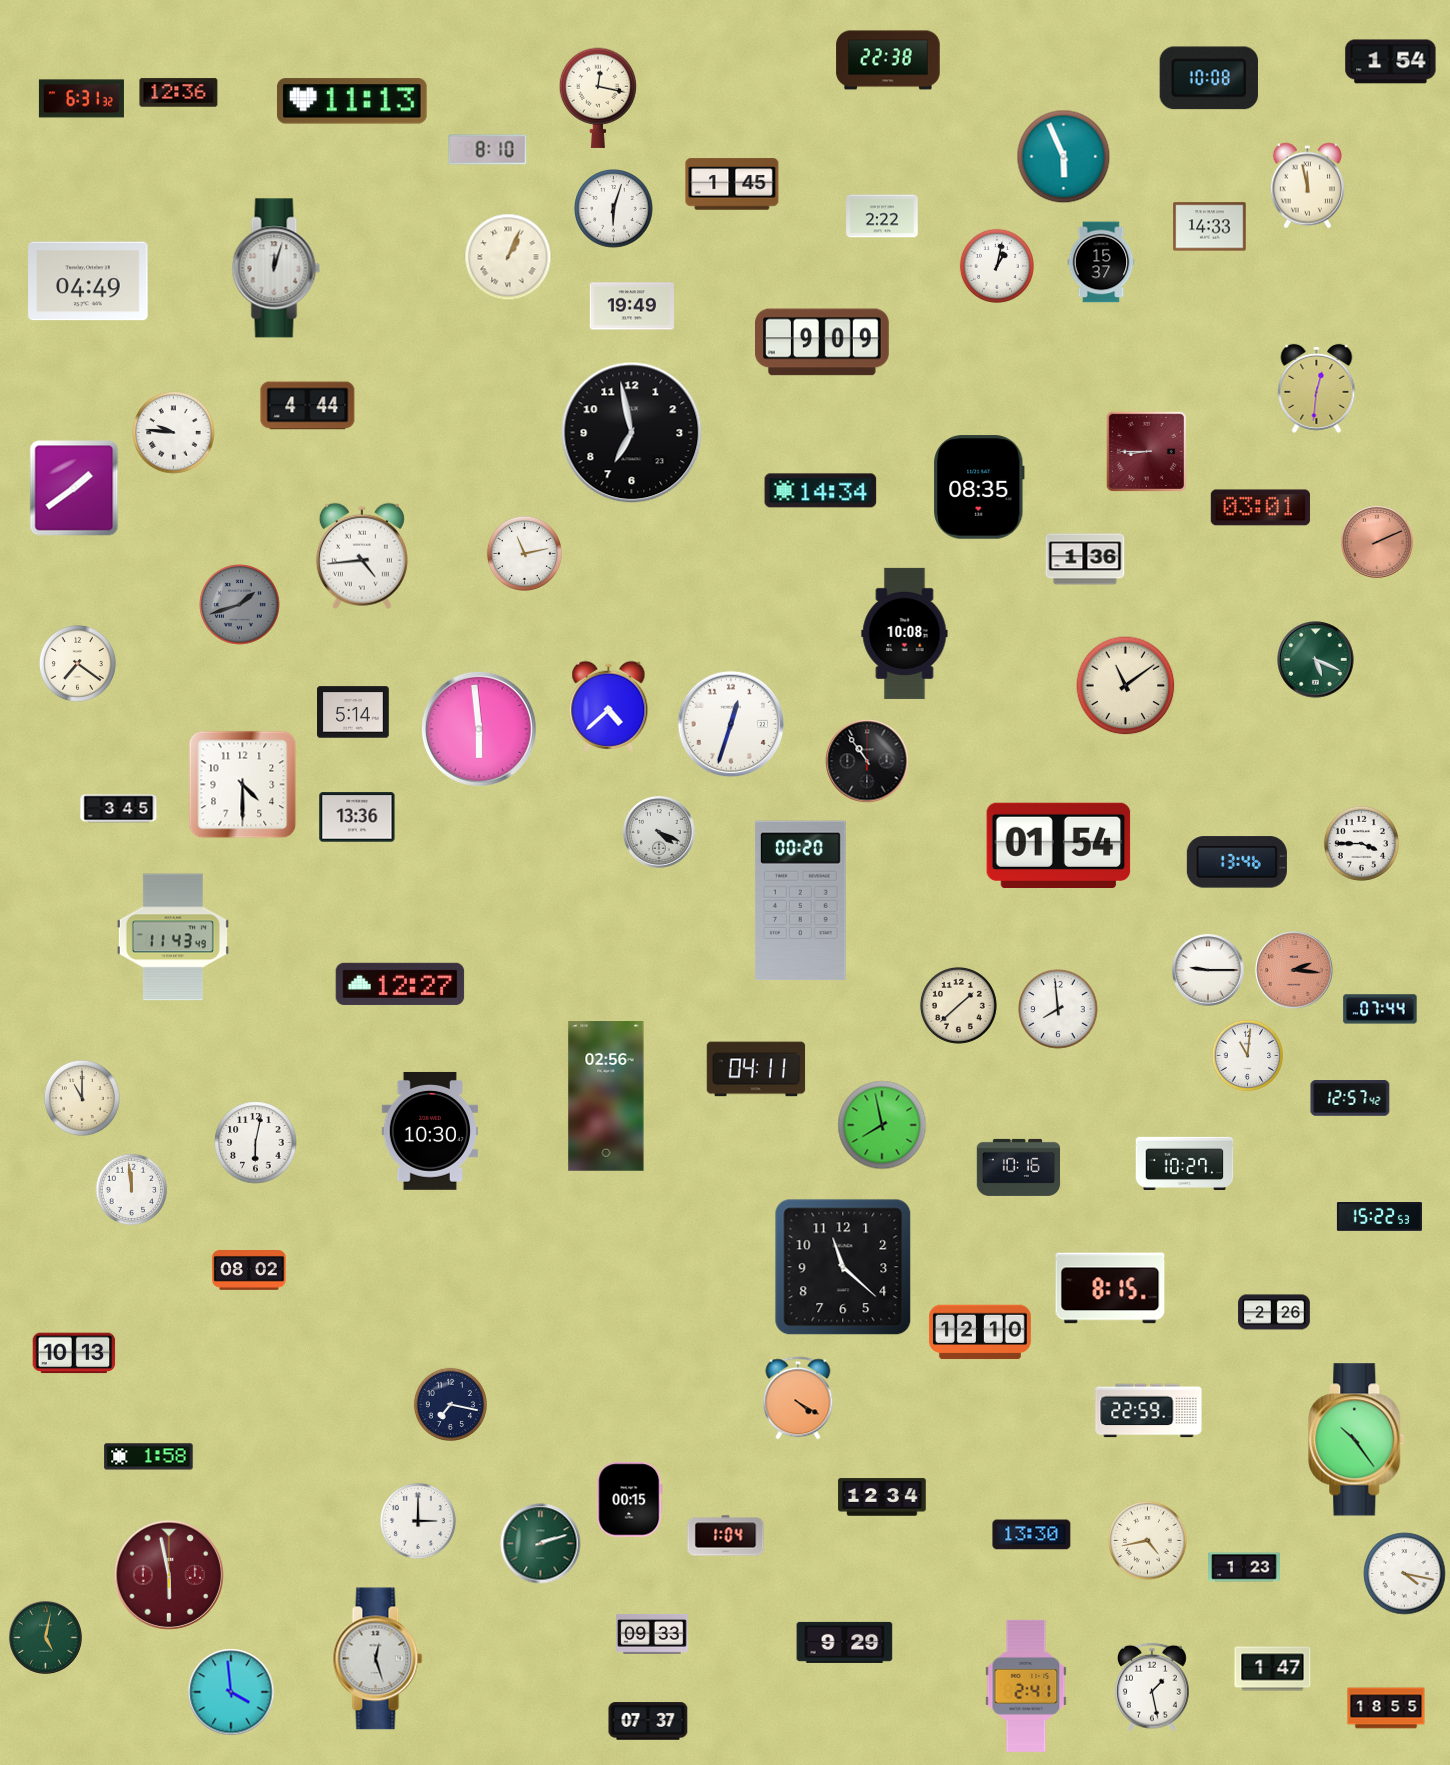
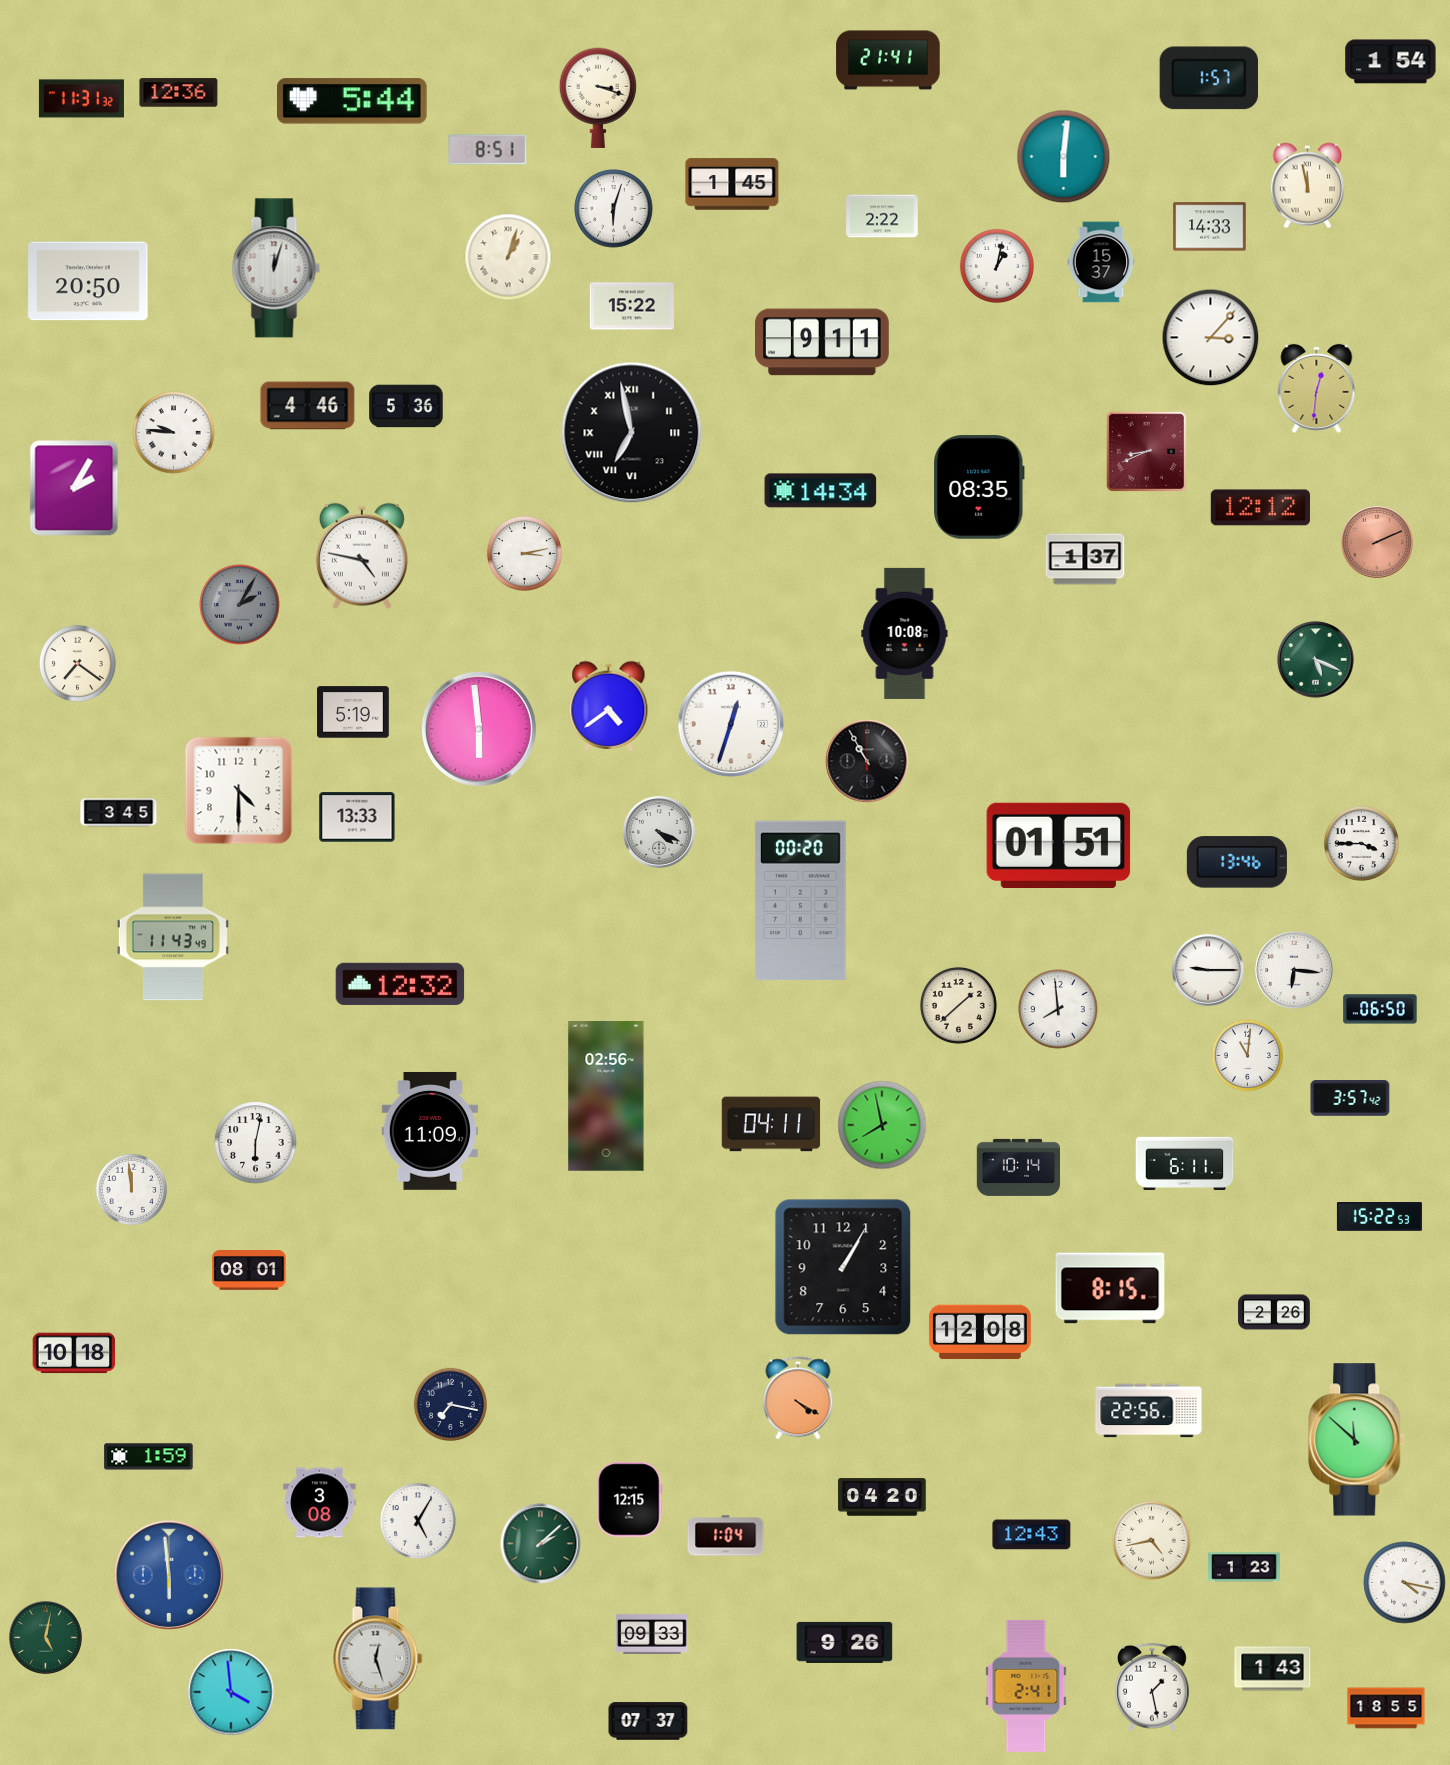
clock at (888, 60): 22:38 -> 21:41
clock at (1209, 78): 10:08 -> 1:57
clock at (597, 98): 12:17 -> 3:18
clock at (81, 99): 6:31 -> 11:31
clock at (352, 101): 11:13 -> 5:44
clock at (488, 150): 8:10 -> 8:51
clock at (1064, 157): 5:56 -> 6:01
clock at (508, 257): 1:04 -> 1:03
clock at (88, 281): 04:49 -> 20:50
clock at (632, 306): 19:49 -> 15:22
clock at (1211, 338): none -> 3:07
clock at (823, 342): 9:09 -> 9:11
clock at (308, 406): 4:44 -> 4:46
clock at (406, 406): none -> 5:36
clock at (632, 433) numerals: Arabic -> Roman
clock at (1146, 451): 8:45 -> 8:41
clock at (74, 488): 1:39 -> 2:05
clock at (1260, 508): 03:01 -> 12:12
clock at (524, 553): 11:13 -> 3:13
clock at (362, 556): 4:44 -> 4:47
clock at (1085, 559): 1:36 -> 1:37
clock at (240, 605): 1:42 -> 2:05
clock at (1126, 686): 11:09 -> none
clock at (609, 706): 4:38 -> 4:39
clock at (353, 712): 5:14 -> 5:19
clock at (867, 761): 10:54 -> 10:55
clock at (243, 785) position: (243, 785) -> (239, 791)
clock at (119, 809) position: (119, 809) -> (119, 813)
clock at (357, 817): 13:36 -> 13:33
clock at (1059, 845): 01:54 -> 01:51
clock at (1294, 970): 2:16 -> 6:16
clock at (1294, 970) dial: salmon -> white
clock at (400, 984): 12:27 -> 12:32
clock at (1380, 1009): 07:44 -> 06:50
clock at (756, 1069) position: (756, 1069) -> (771, 1124)
clock at (82, 1098): 11:00 -> none
clock at (1350, 1098): 12:57 -> 3:57
clock at (429, 1131): 10:30 -> 11:09
clock at (1185, 1163): 10:27 -> 6:11
clock at (1019, 1167): 10:16 -> 10:14
clock at (843, 1267): 11:22 -> 1:05
clock at (249, 1271): 08:02 -> 08:01
clock at (980, 1332): 12:10 -> 12:08
clock at (74, 1353): 10:13 -> 10:18
clock at (1149, 1411): 22:59 -> 22:56
clock at (1357, 1440): 10:24 -> 11:52
clock at (149, 1457): 1:58 -> 1:59
clock at (882, 1497): 12:34 -> 04:20
clock at (630, 1500): 00:15 -> 12:15
clock at (320, 1503): none -> 3:08
clock at (418, 1521): 3:00 -> 5:05
clock at (1032, 1535): 13:30 -> 12:43
clock at (1148, 1541) position: (1148, 1541) -> (1152, 1541)
clock at (541, 1544): 2:12 -> 2:08
clock at (1405, 1574) position: (1405, 1574) -> (1405, 1583)
clock at (169, 1575): 5:58 -> 5:59
clock at (169, 1575) dial: burgundy -> blue
clock at (845, 1642): 9:29 -> 9:26
clock at (1273, 1669): 1:47 -> 1:43
